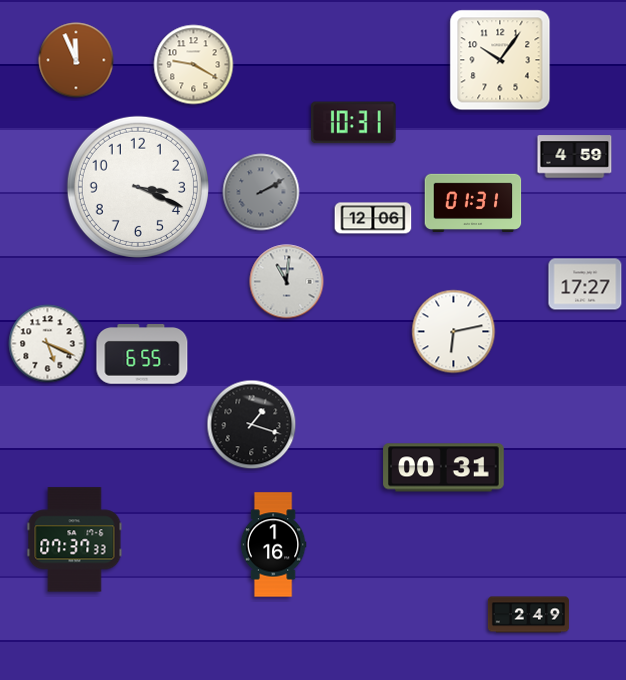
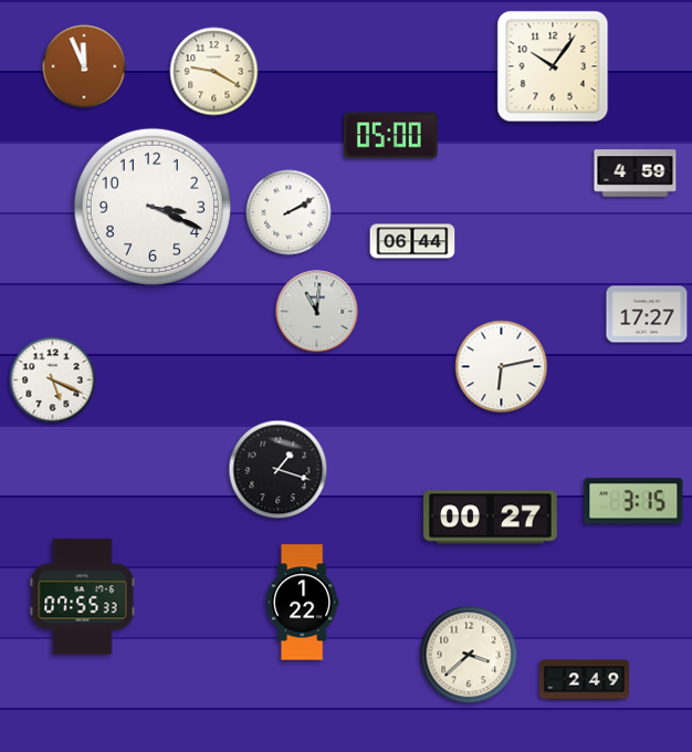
clock at (354, 123): 10:31 -> 05:00
clock at (261, 192) dial: grey -> white
clock at (473, 202): 01:31 -> none
clock at (373, 218): 12:06 -> 06:44
clock at (142, 354): 6:55 -> none
clock at (633, 501): none -> 3:15
clock at (444, 468): 00:31 -> 00:27
clock at (75, 540): 07:37 -> 07:55
clock at (273, 545): 1:16 -> 1:22
clock at (469, 655): none -> 3:38
